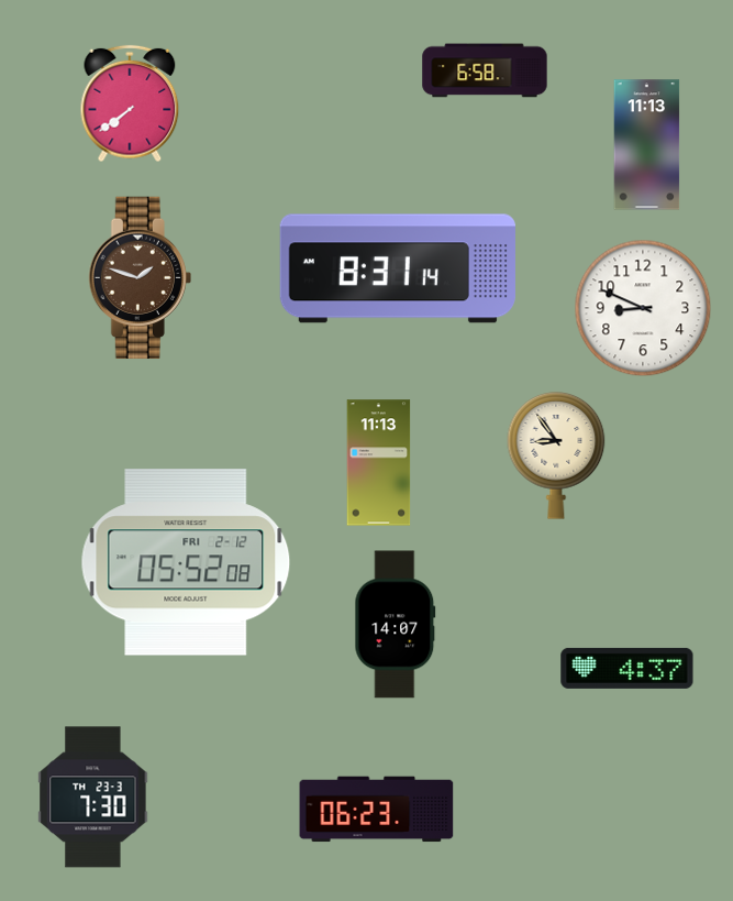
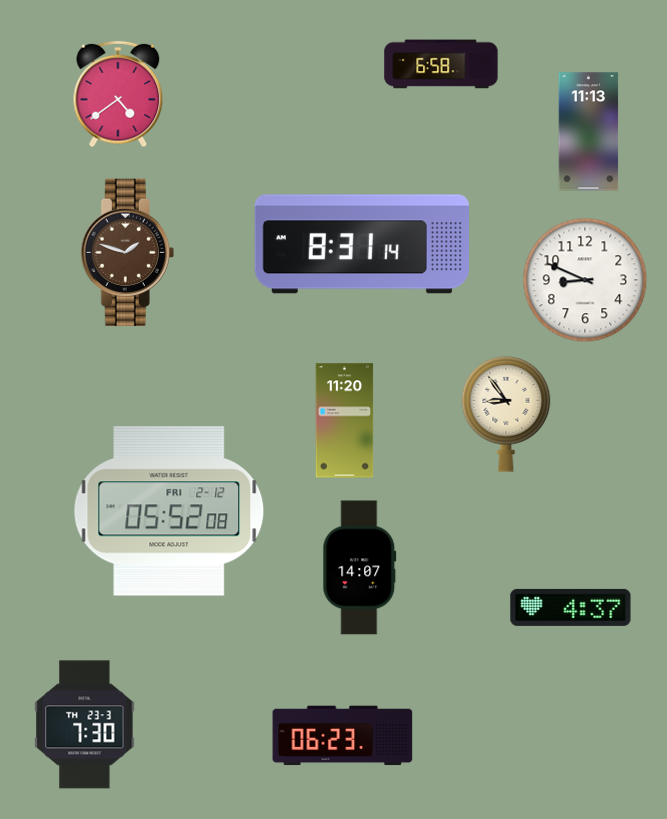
clock at (130, 103): 7:39 -> 4:39
clock at (379, 463): 11:13 -> 11:20
